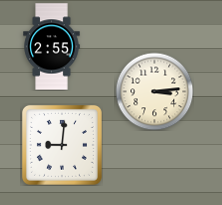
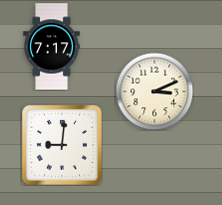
clock at (52, 47): 2:55 -> 7:17
clock at (154, 91): 3:14 -> 3:11
